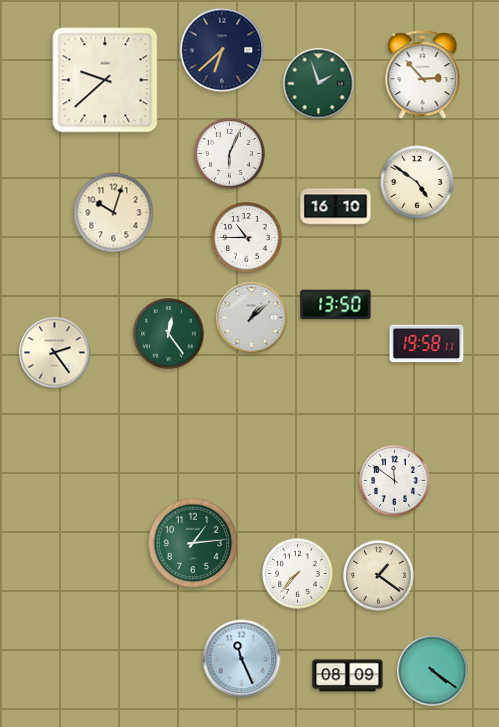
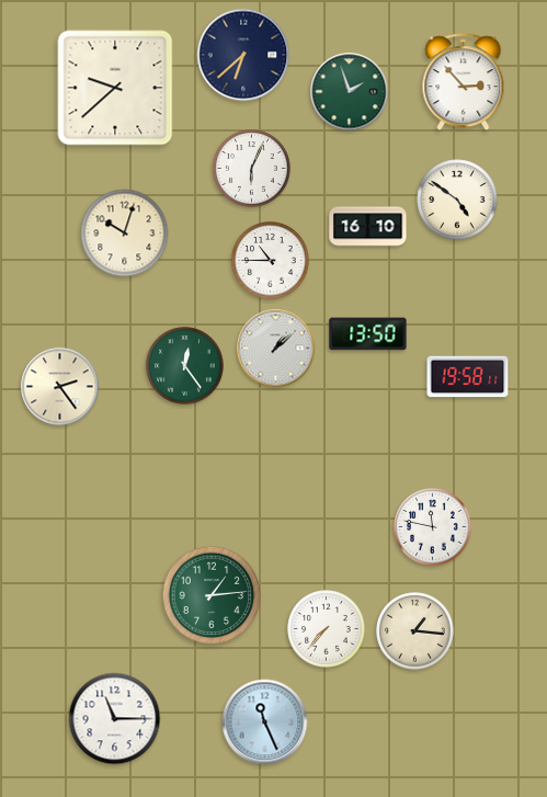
clock at (395, 481): 11:51 -> 11:47
clock at (379, 576): 1:21 -> 1:16
clock at (115, 719): none -> 11:15
clock at (433, 671): 4:21 -> none
clock at (348, 676): 08:09 -> none
